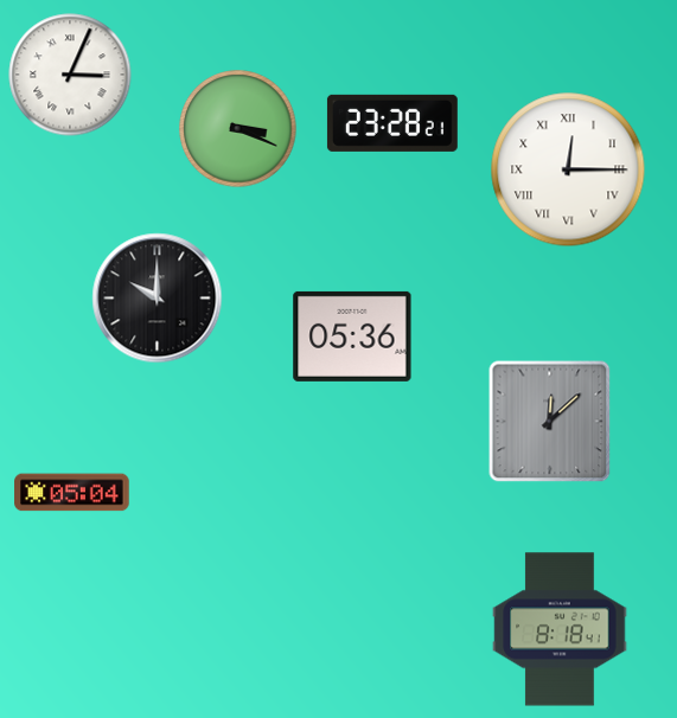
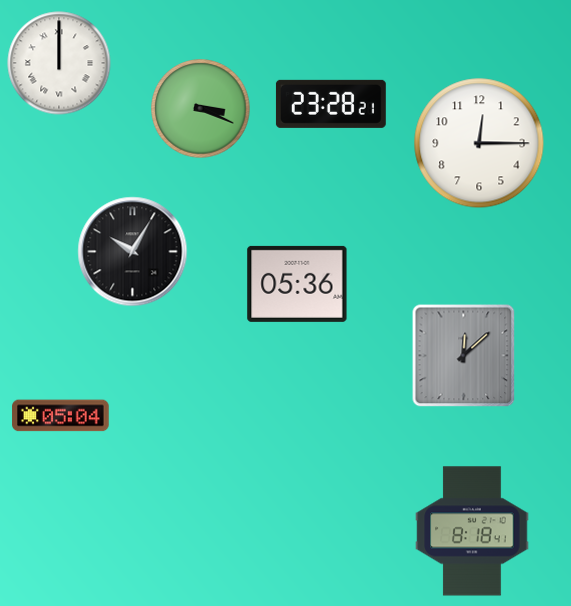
clock at (70, 75): 3:04 -> 12:00
clock at (568, 169) numerals: Roman -> Arabic
clock at (158, 299): 10:00 -> 10:05
